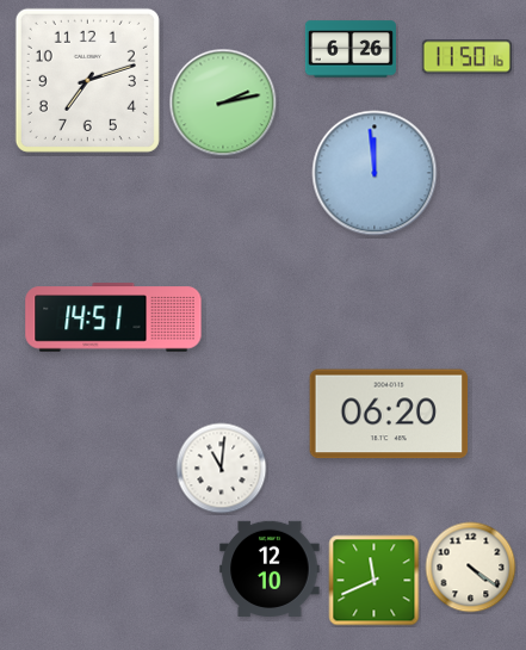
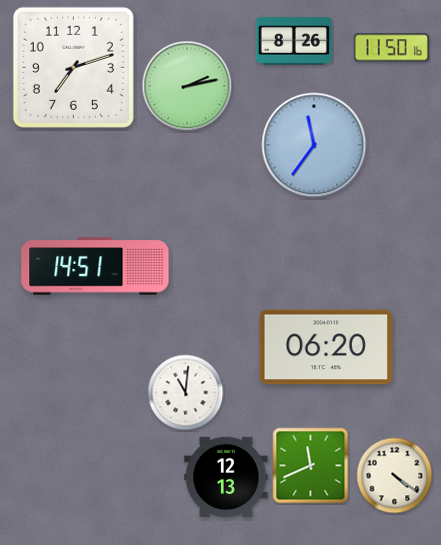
clock at (351, 49): 6:26 -> 8:26
clock at (375, 173): 11:59 -> 11:36
clock at (270, 569): 12:10 -> 12:13
clock at (375, 581) position: (375, 581) -> (311, 466)
